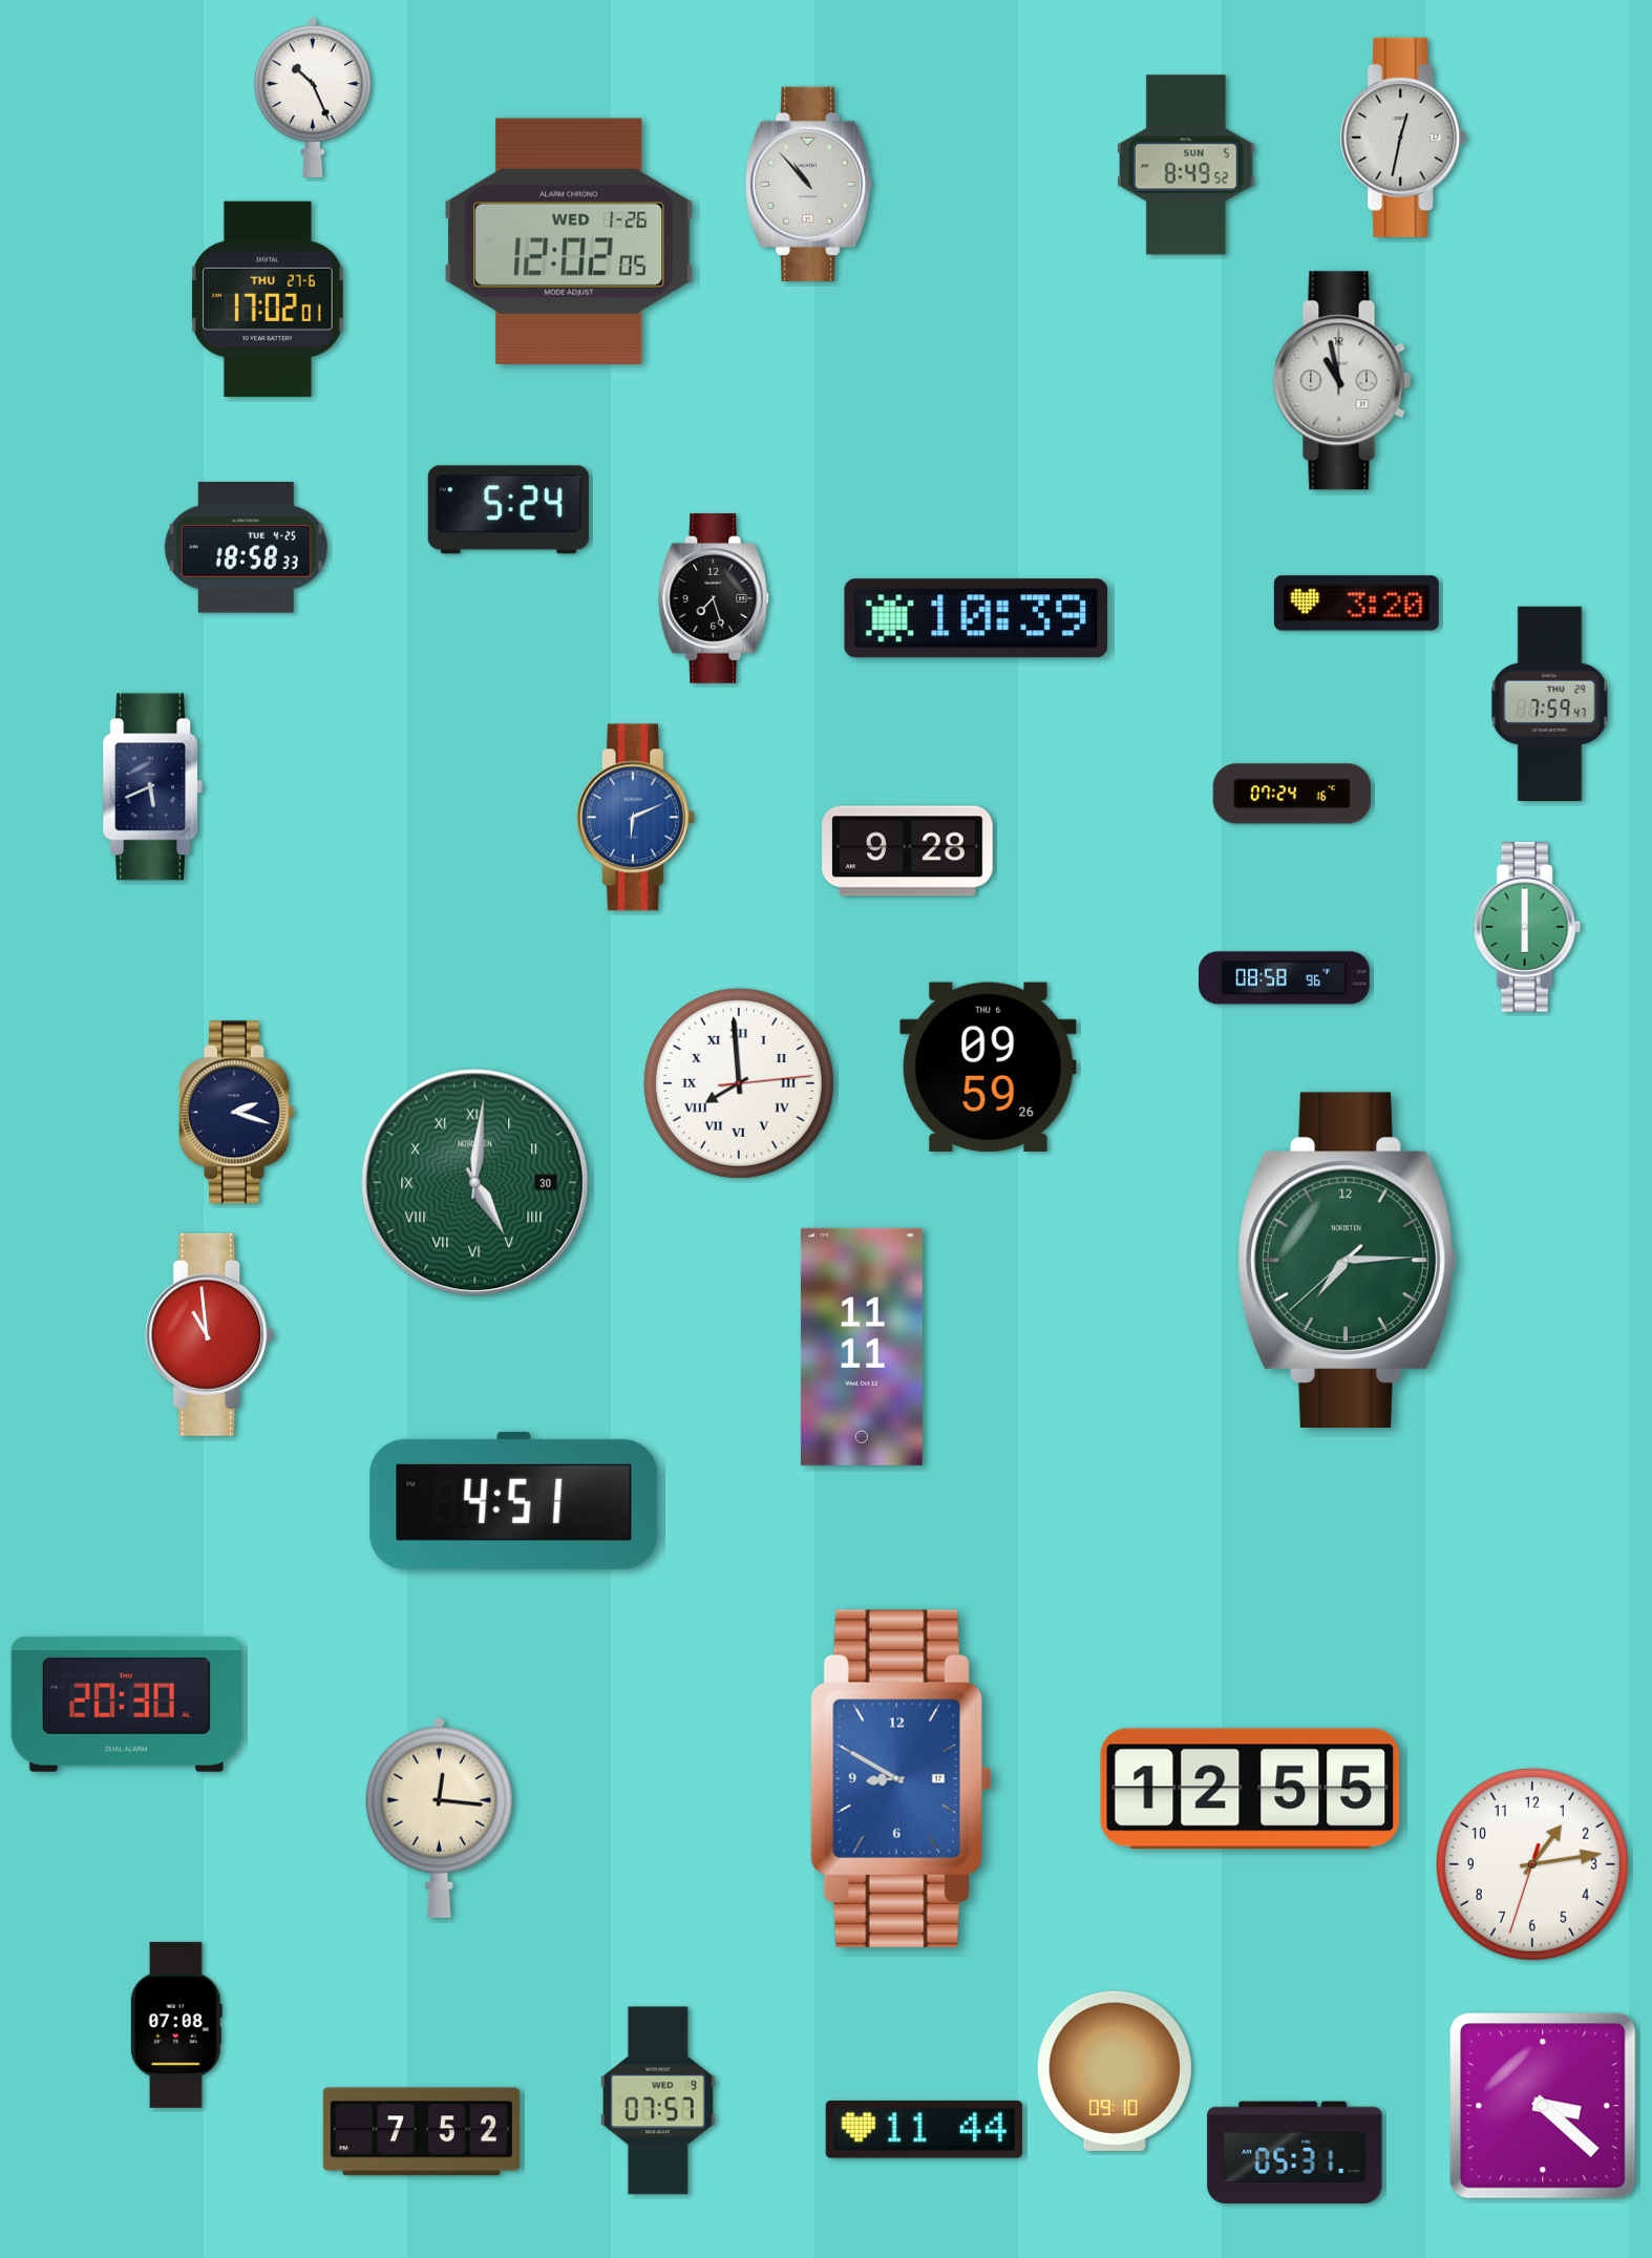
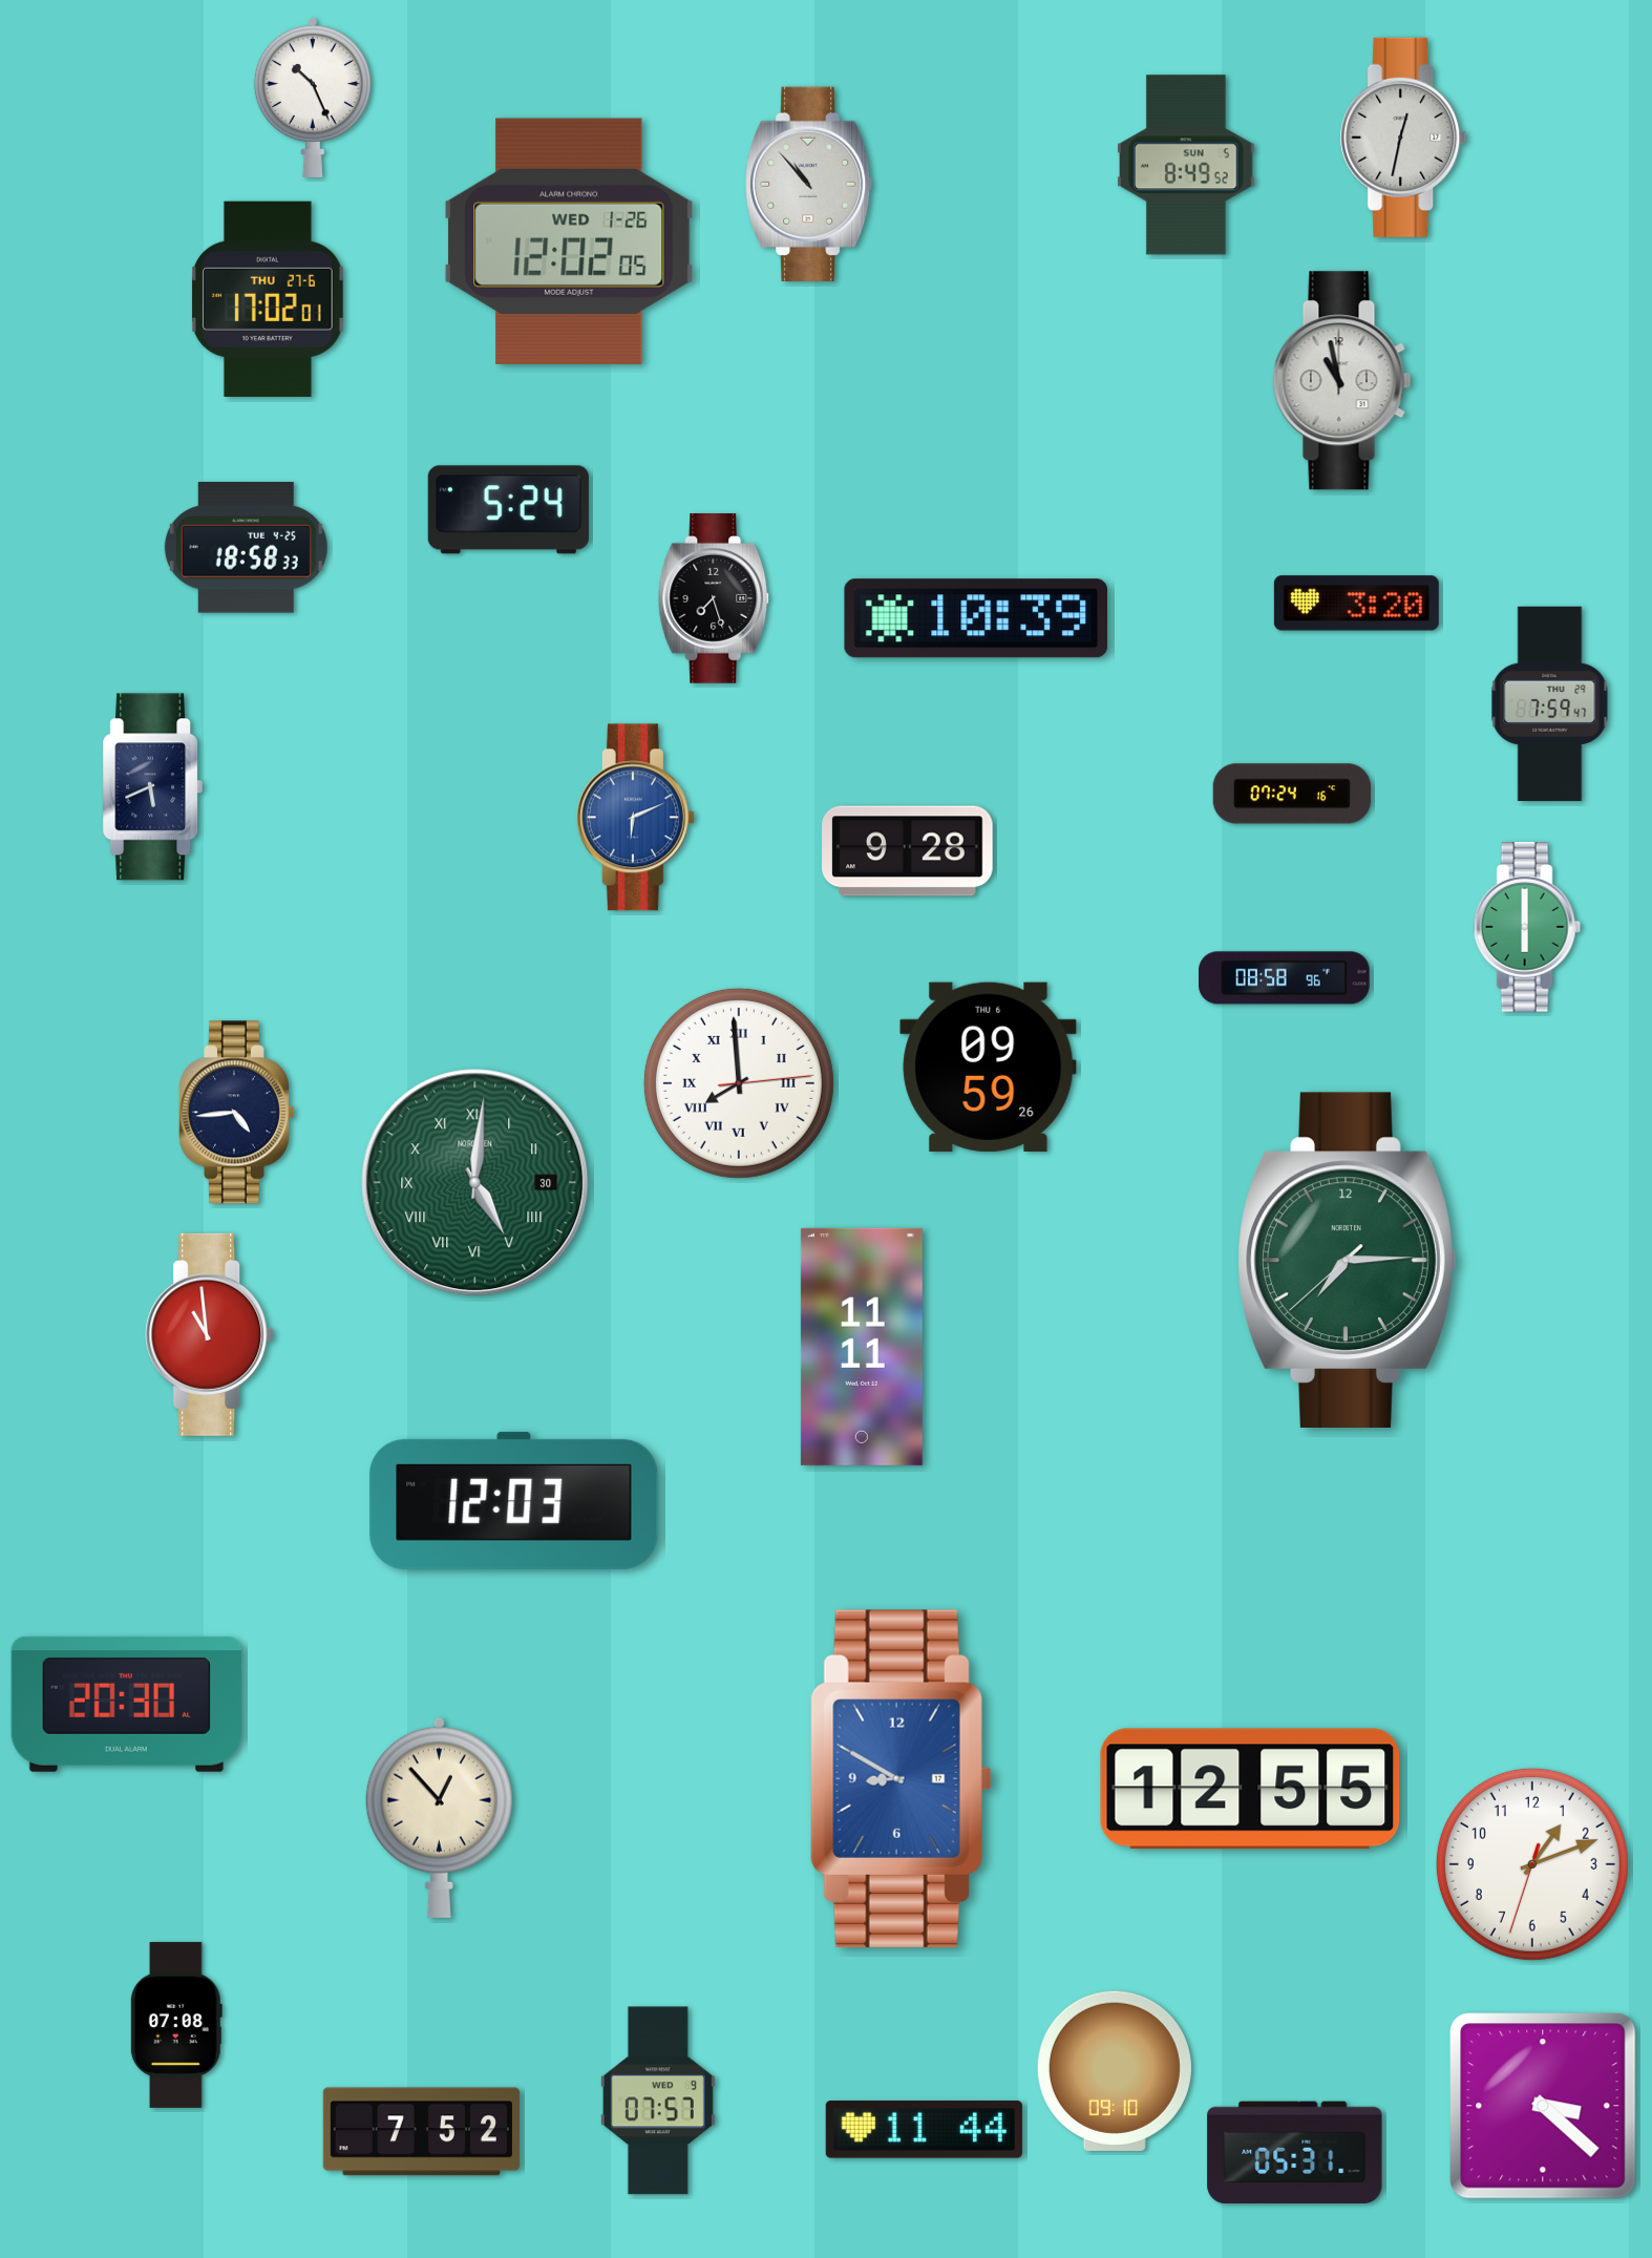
clock at (236, 1113): 2:18 -> 4:44
clock at (514, 1500): 4:51 -> 12:03
clock at (439, 1817): 12:16 -> 12:53
clock at (1532, 1864): 1:13 -> 1:11
